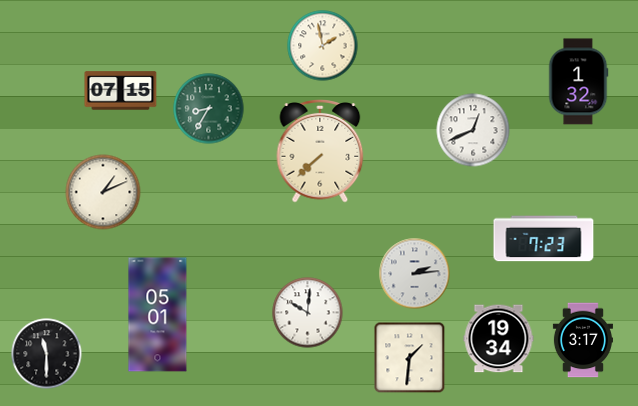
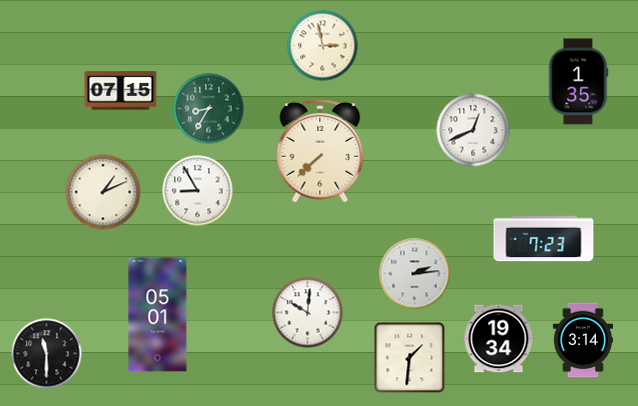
clock at (323, 46): 1:58 -> 2:58
clock at (578, 82): 1:32 -> 1:35
clock at (198, 191): none -> 8:55
clock at (583, 340): 3:17 -> 3:14
